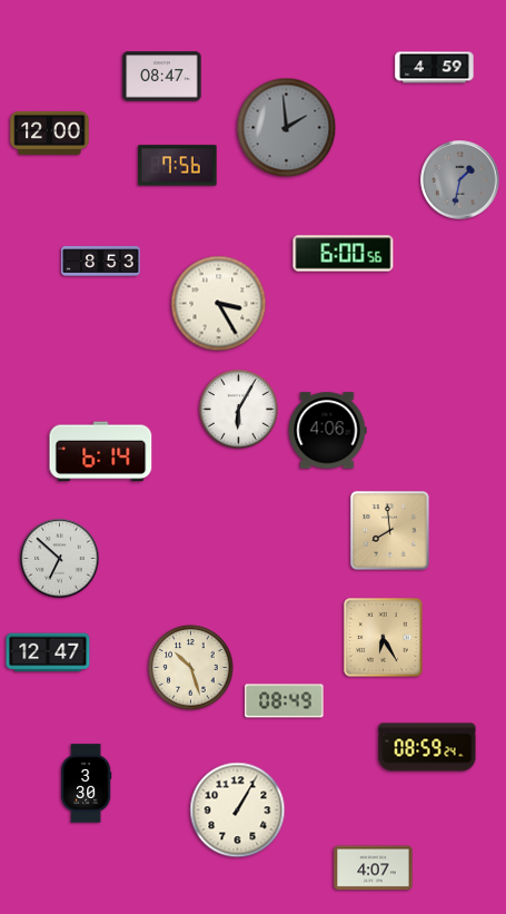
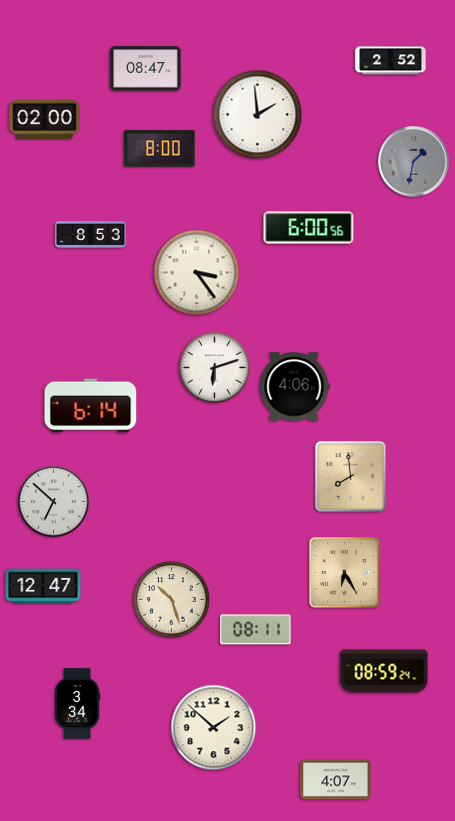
clock at (435, 68): 4:59 -> 2:52
clock at (287, 128) dial: grey -> white
clock at (50, 132): 12:00 -> 02:00
clock at (178, 166): 7:56 -> 8:00
clock at (219, 304): 3:25 -> 3:24
clock at (238, 409): 6:05 -> 6:12
clock at (285, 701): 08:49 -> 08:11
clock at (86, 784): 3:30 -> 3:34
clock at (238, 810): 1:05 -> 1:52
